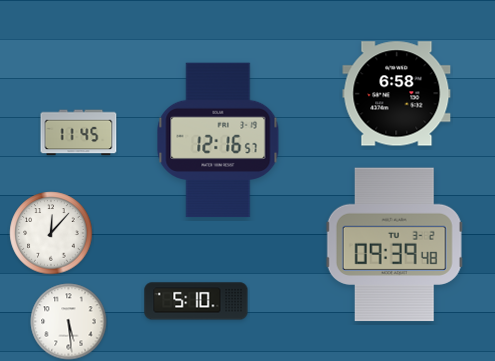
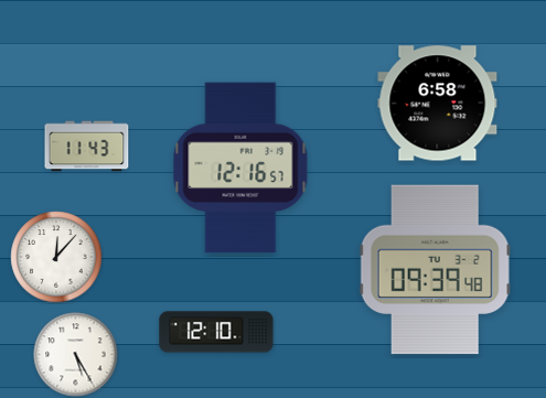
clock at (79, 133): 11:45 -> 11:43
clock at (218, 140) position: (218, 140) -> (240, 168)
clock at (196, 301): 5:10 -> 12:10
clock at (69, 322): 5:29 -> 5:25
